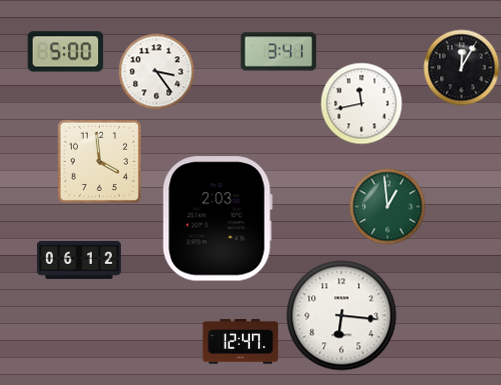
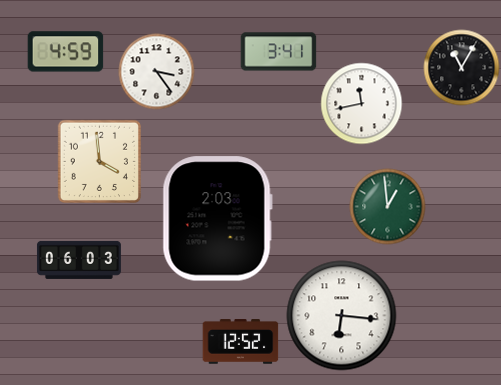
clock at (66, 52): 5:00 -> 4:59
clock at (462, 68): 12:05 -> 11:05
clock at (79, 260): 06:12 -> 06:03
clock at (241, 342): 12:47 -> 12:52
